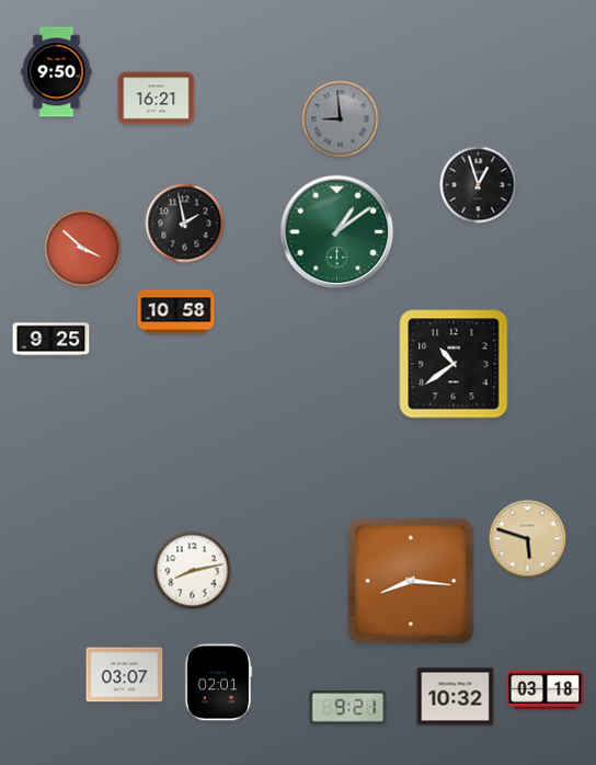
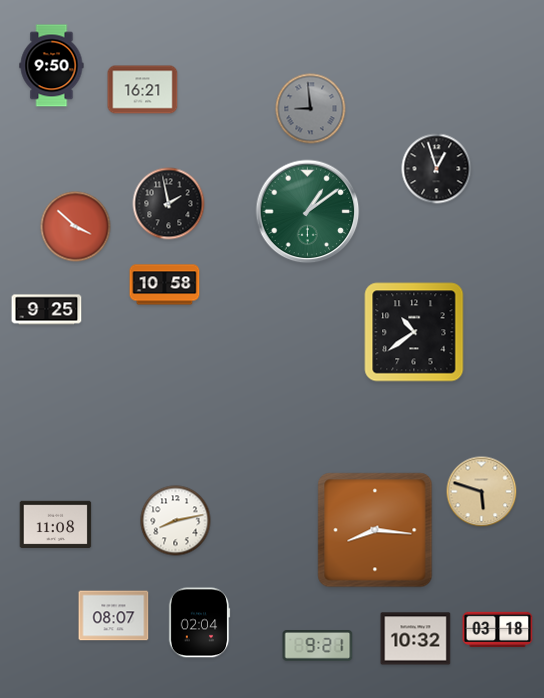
clock at (176, 312) position: (176, 312) -> (165, 285)
clock at (56, 525): none -> 11:08
clock at (125, 675): 03:07 -> 08:07
clock at (218, 683): 02:01 -> 02:04
clock at (456, 697) position: (456, 697) -> (416, 639)
